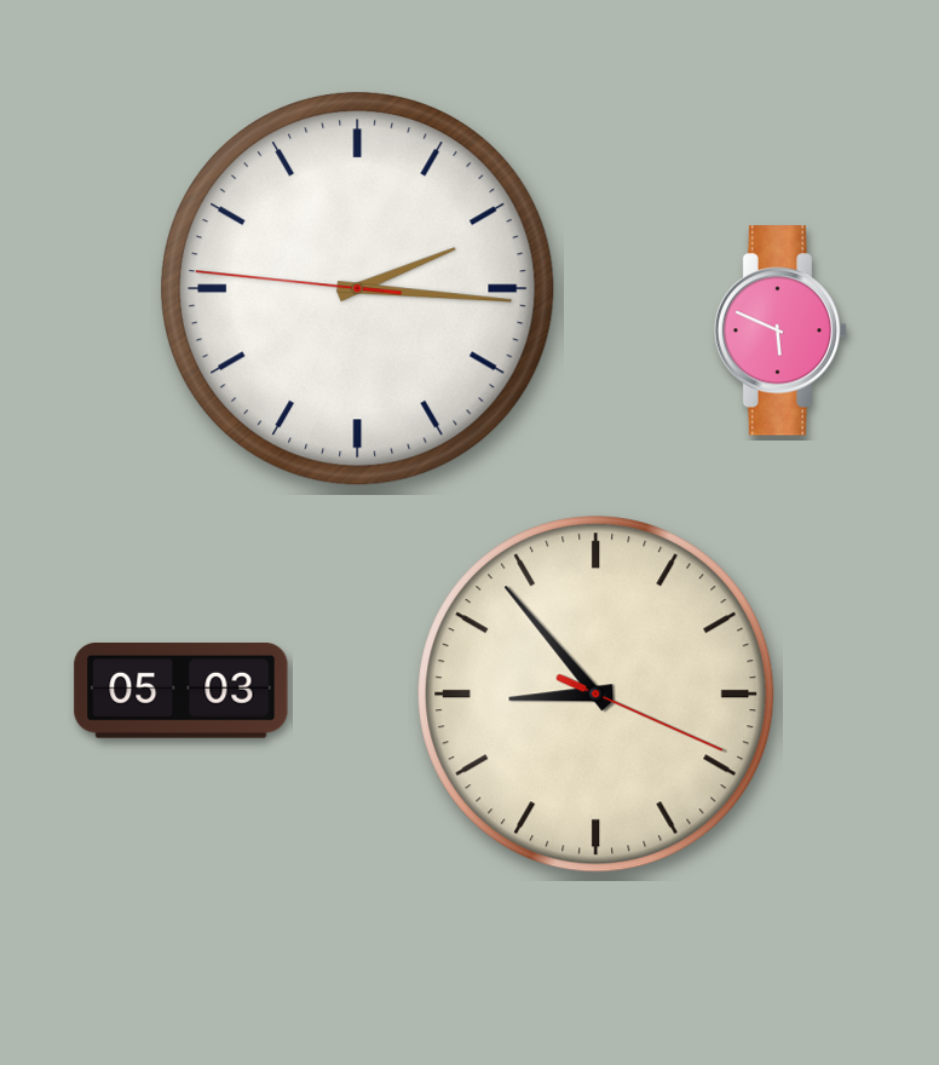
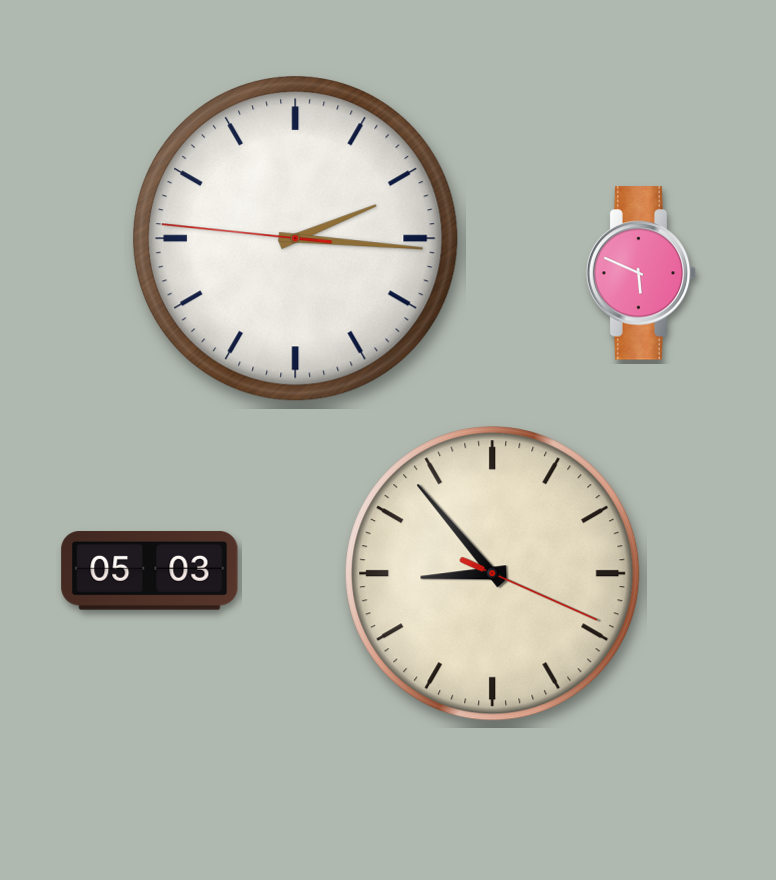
clock at (780, 330) position: (780, 330) -> (641, 273)
